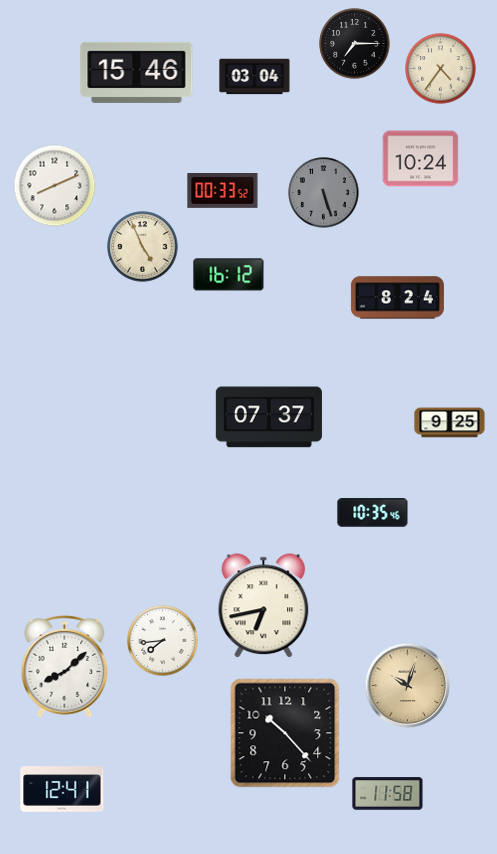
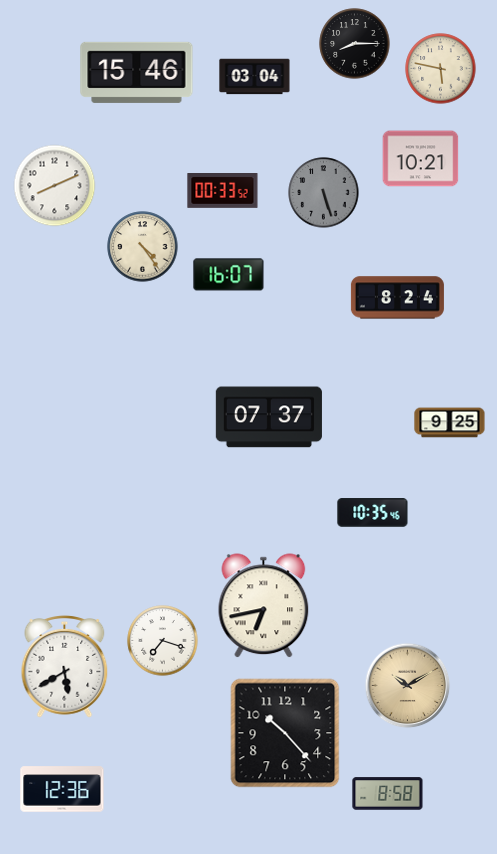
clock at (355, 44): 7:15 -> 8:15
clock at (441, 69): 4:36 -> 5:47
clock at (421, 159): 10:24 -> 10:21
clock at (143, 247): 4:56 -> 4:24
clock at (229, 275): 16:12 -> 16:07
clock at (163, 641): 7:44 -> 7:18
clock at (65, 667): 8:08 -> 5:40
clock at (408, 686): 10:03 -> 10:10
clock at (62, 789): 12:41 -> 12:36
clock at (388, 794): 11:58 -> 8:58
